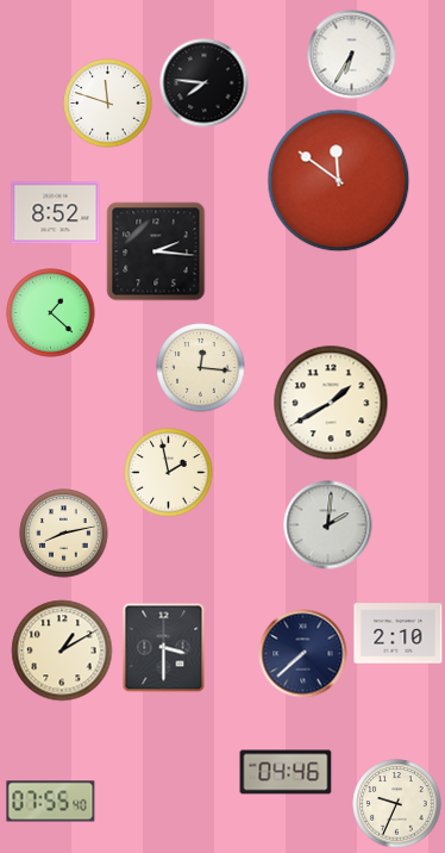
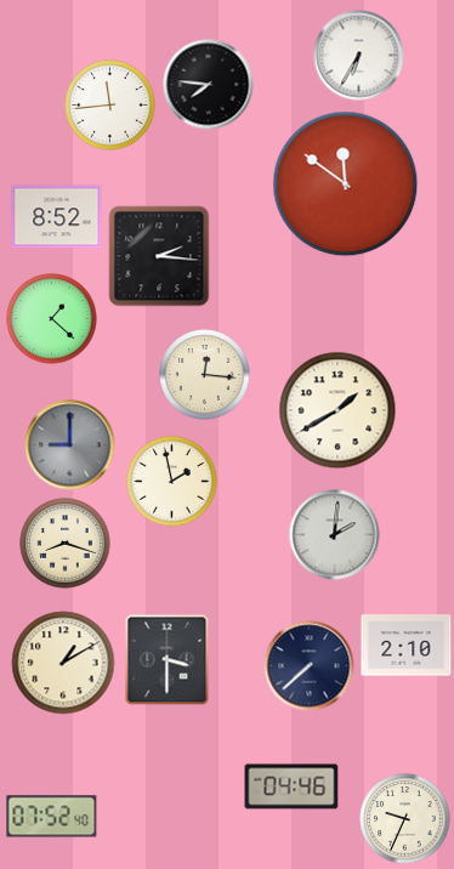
clock at (108, 104): 11:48 -> 11:44
clock at (70, 445): none -> 9:00
clock at (64, 534): 8:13 -> 8:18
clock at (51, 802): 07:55 -> 07:52
